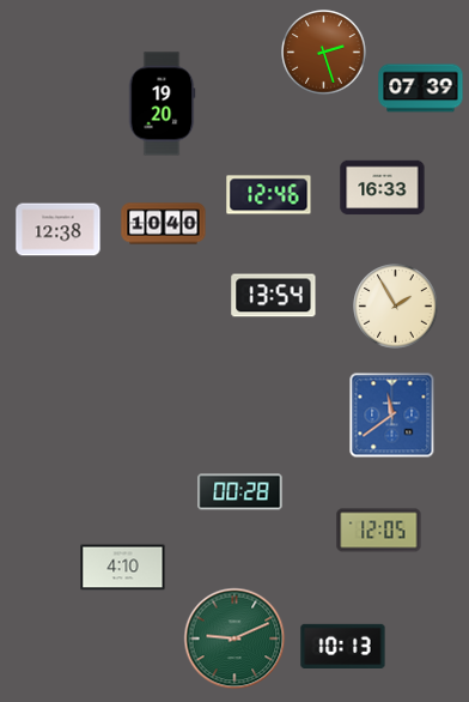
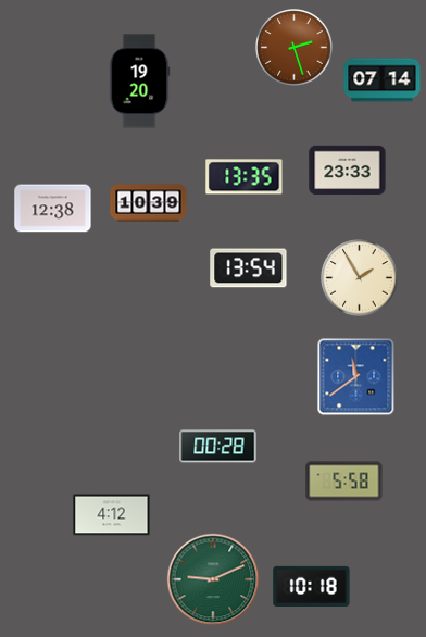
clock at (421, 89): 07:39 -> 07:14
clock at (162, 104) position: (162, 104) -> (139, 82)
clock at (383, 188): 16:33 -> 23:33
clock at (269, 195): 12:46 -> 13:35
clock at (164, 224): 10:40 -> 10:39
clock at (379, 531): 12:05 -> 5:58
clock at (123, 568): 4:10 -> 4:12
clock at (343, 646): 10:13 -> 10:18
